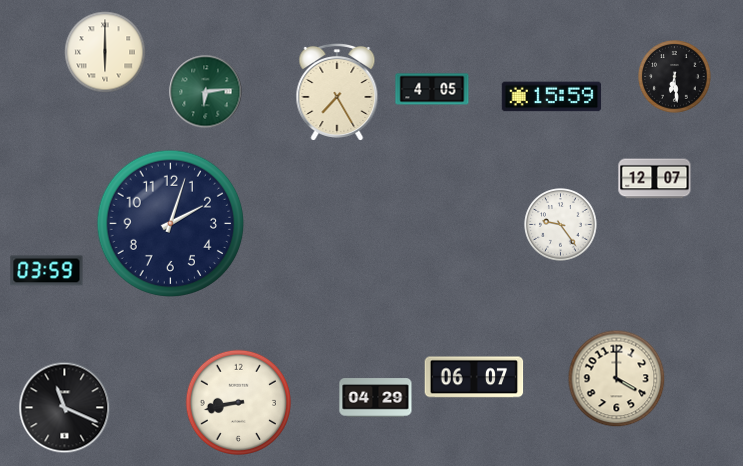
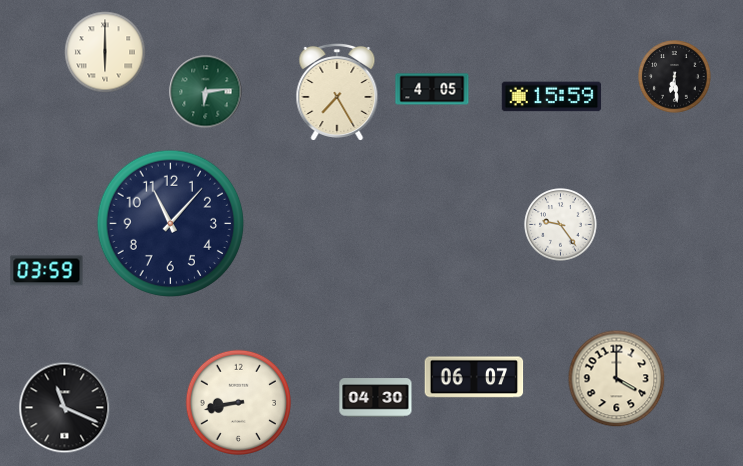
clock at (655, 179): 12:07 -> none
clock at (170, 223): 2:03 -> 11:07
clock at (376, 398): 04:29 -> 04:30
